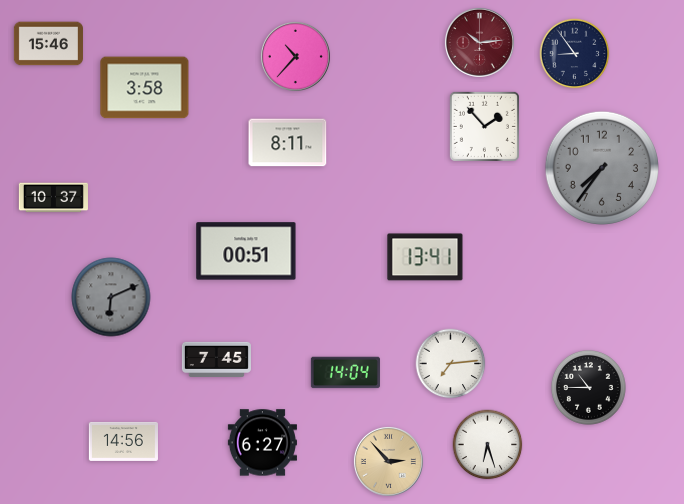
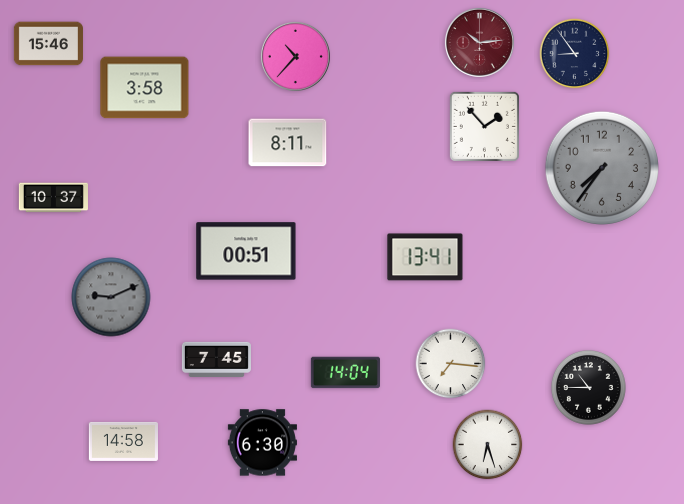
clock at (111, 297): 6:11 -> 9:11
clock at (451, 364): 7:14 -> 7:16
clock at (123, 441): 14:56 -> 14:58
clock at (262, 443): 6:27 -> 6:30
clock at (388, 461): 2:53 -> none
